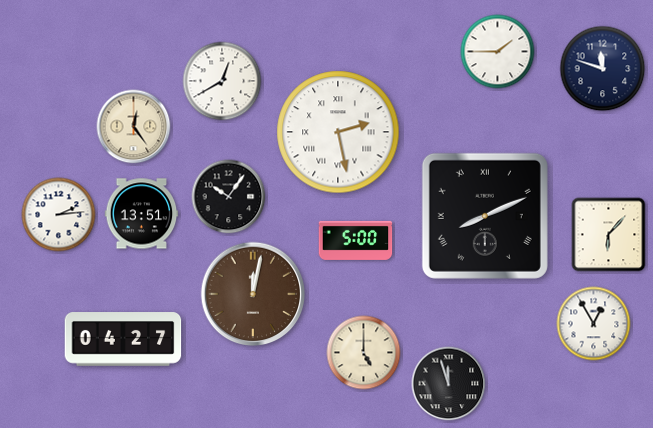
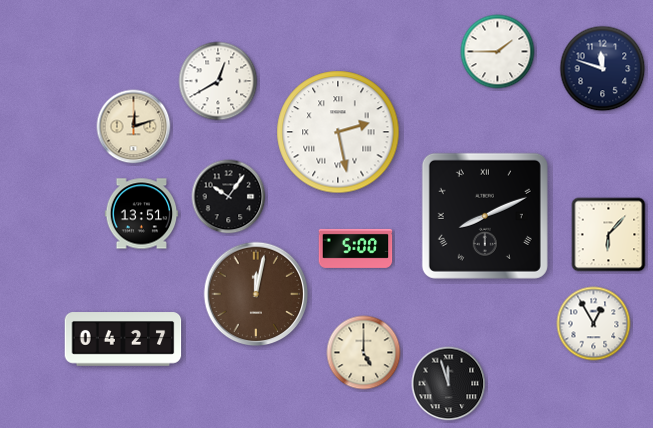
clock at (222, 81) position: (222, 81) -> (218, 81)
clock at (134, 127): 12:24 -> 12:12
clock at (59, 215): 2:14 -> none
clock at (356, 240) position: (356, 240) -> (356, 248)
clock at (253, 294) position: (253, 294) -> (256, 294)
